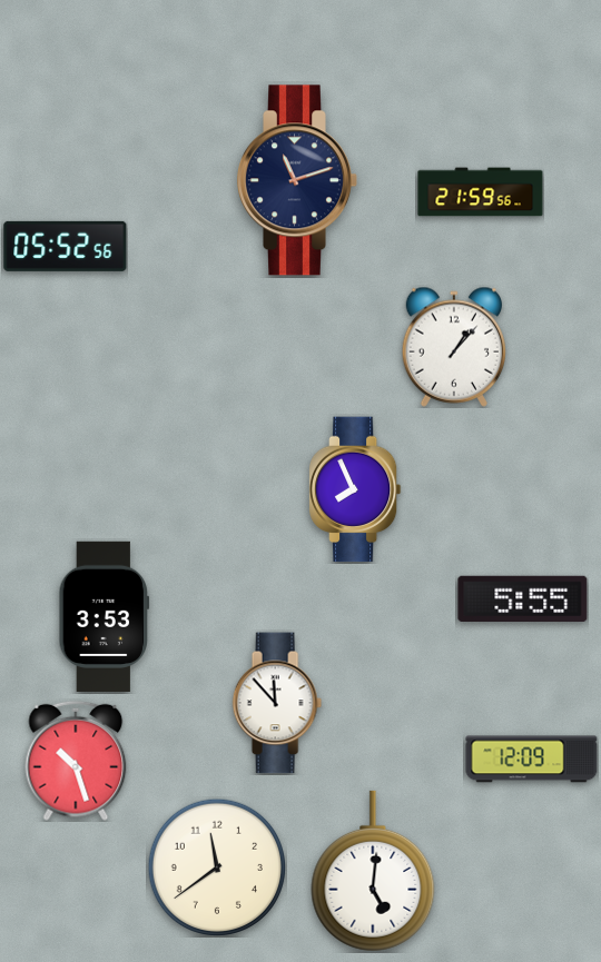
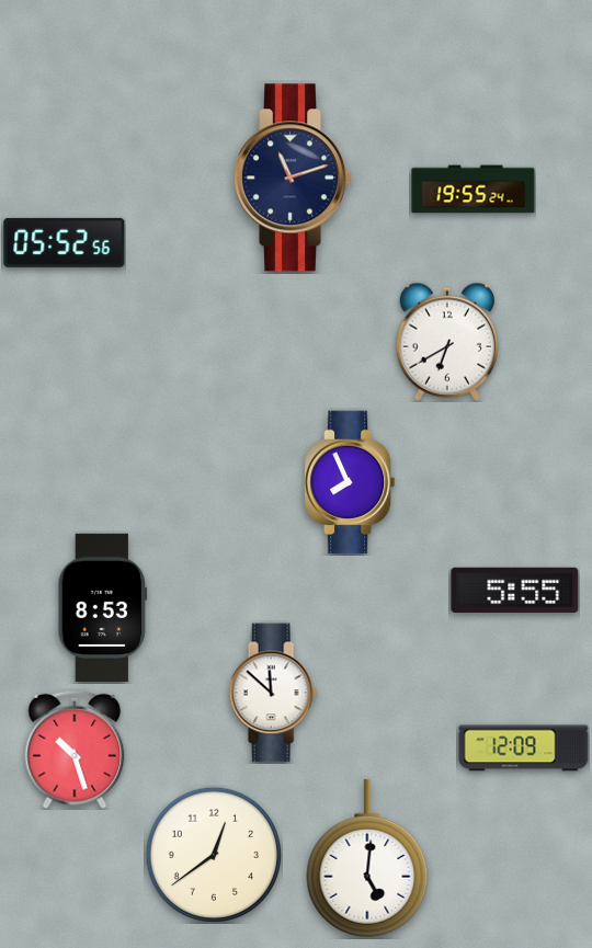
clock at (481, 192): 21:59 -> 19:55
clock at (453, 347): 1:07 -> 6:40
clock at (105, 616): 3:53 -> 8:53
clock at (277, 703): 11:53 -> 11:52
clock at (217, 867): 11:39 -> 12:39
